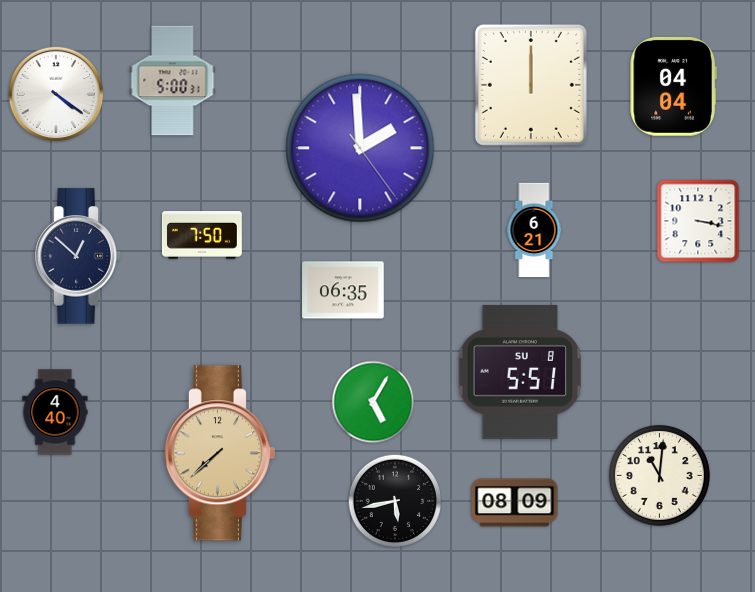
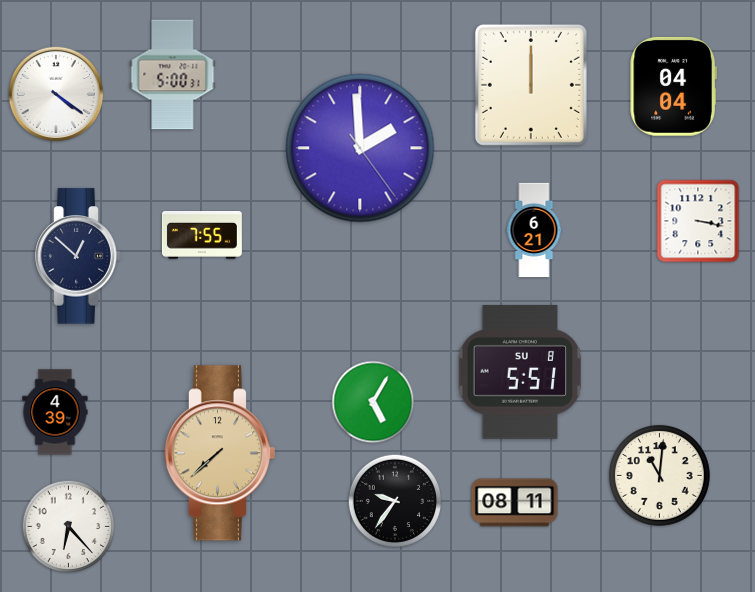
clock at (173, 81) position: (173, 81) -> (173, 75)
clock at (202, 236): 7:50 -> 7:55
clock at (343, 290): 06:35 -> none
clock at (55, 412): 4:40 -> 4:39
clock at (395, 501): 5:43 -> 9:36
clock at (515, 503): 08:09 -> 08:11
clock at (69, 527): none -> 6:23
